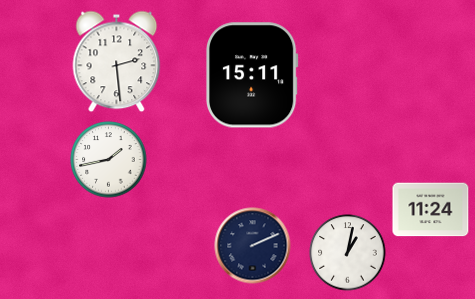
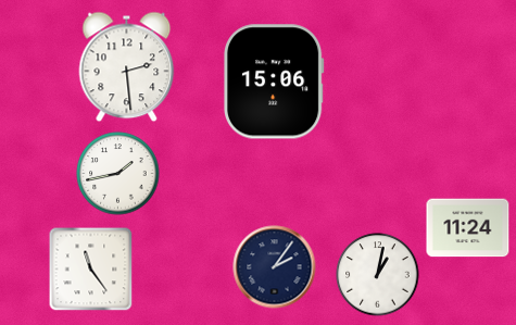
clock at (252, 75): 15:11 -> 15:06
clock at (253, 246): 2:11 -> 2:06
clock at (90, 268): none -> 11:24
